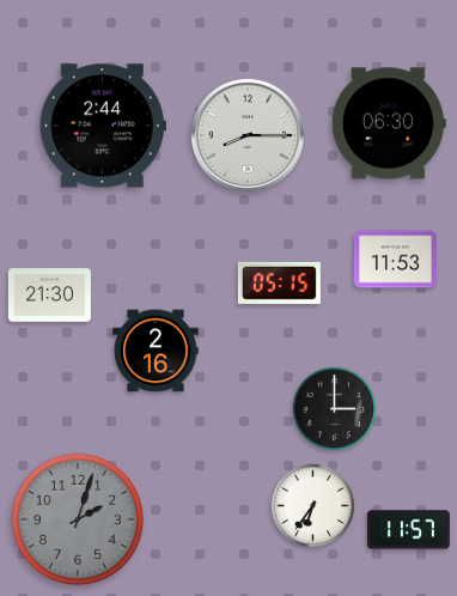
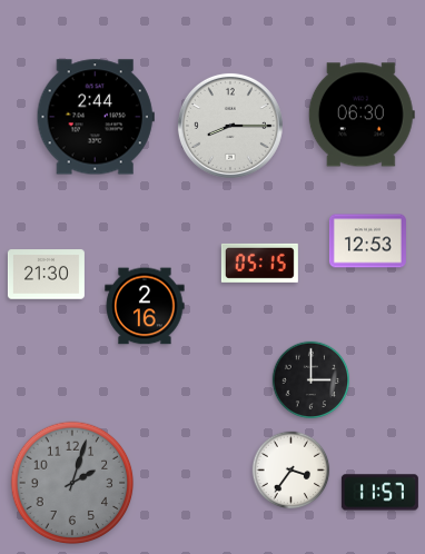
clock at (395, 260): 11:53 -> 12:53
clock at (156, 351) position: (156, 351) -> (145, 306)
clock at (313, 506): 6:36 -> 3:36
